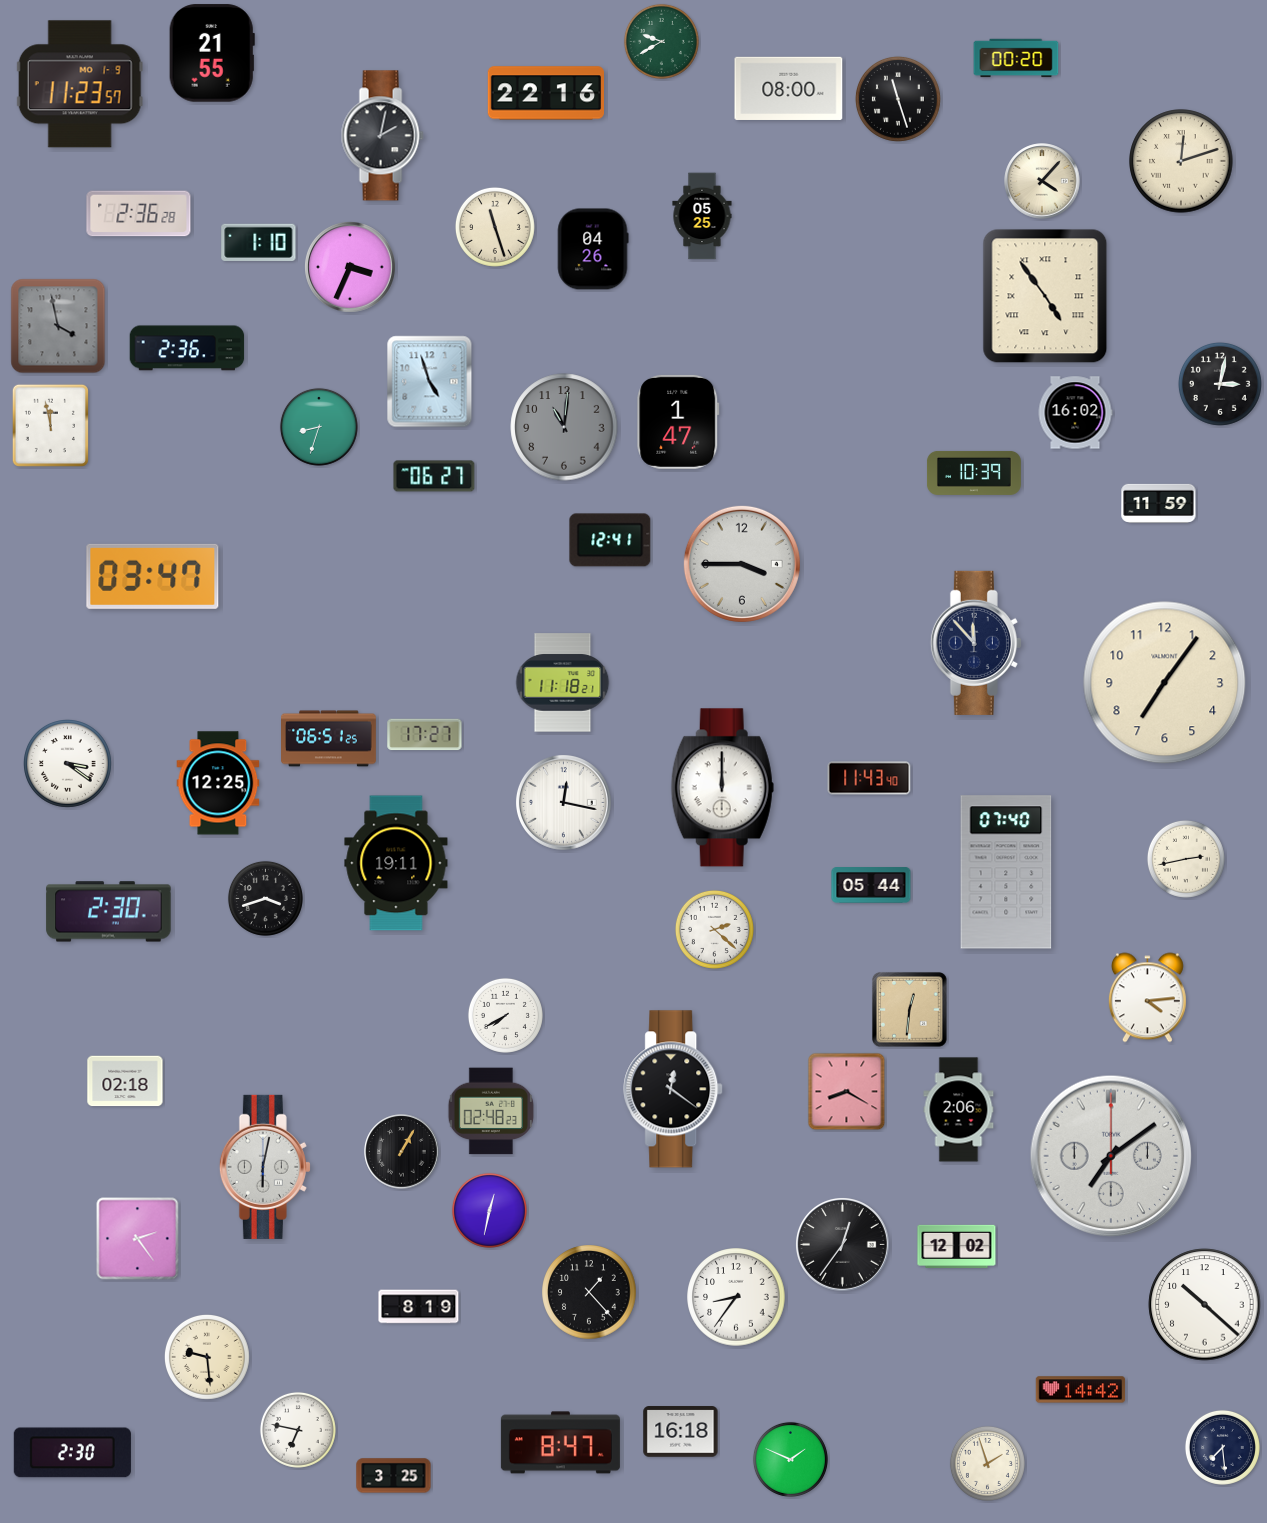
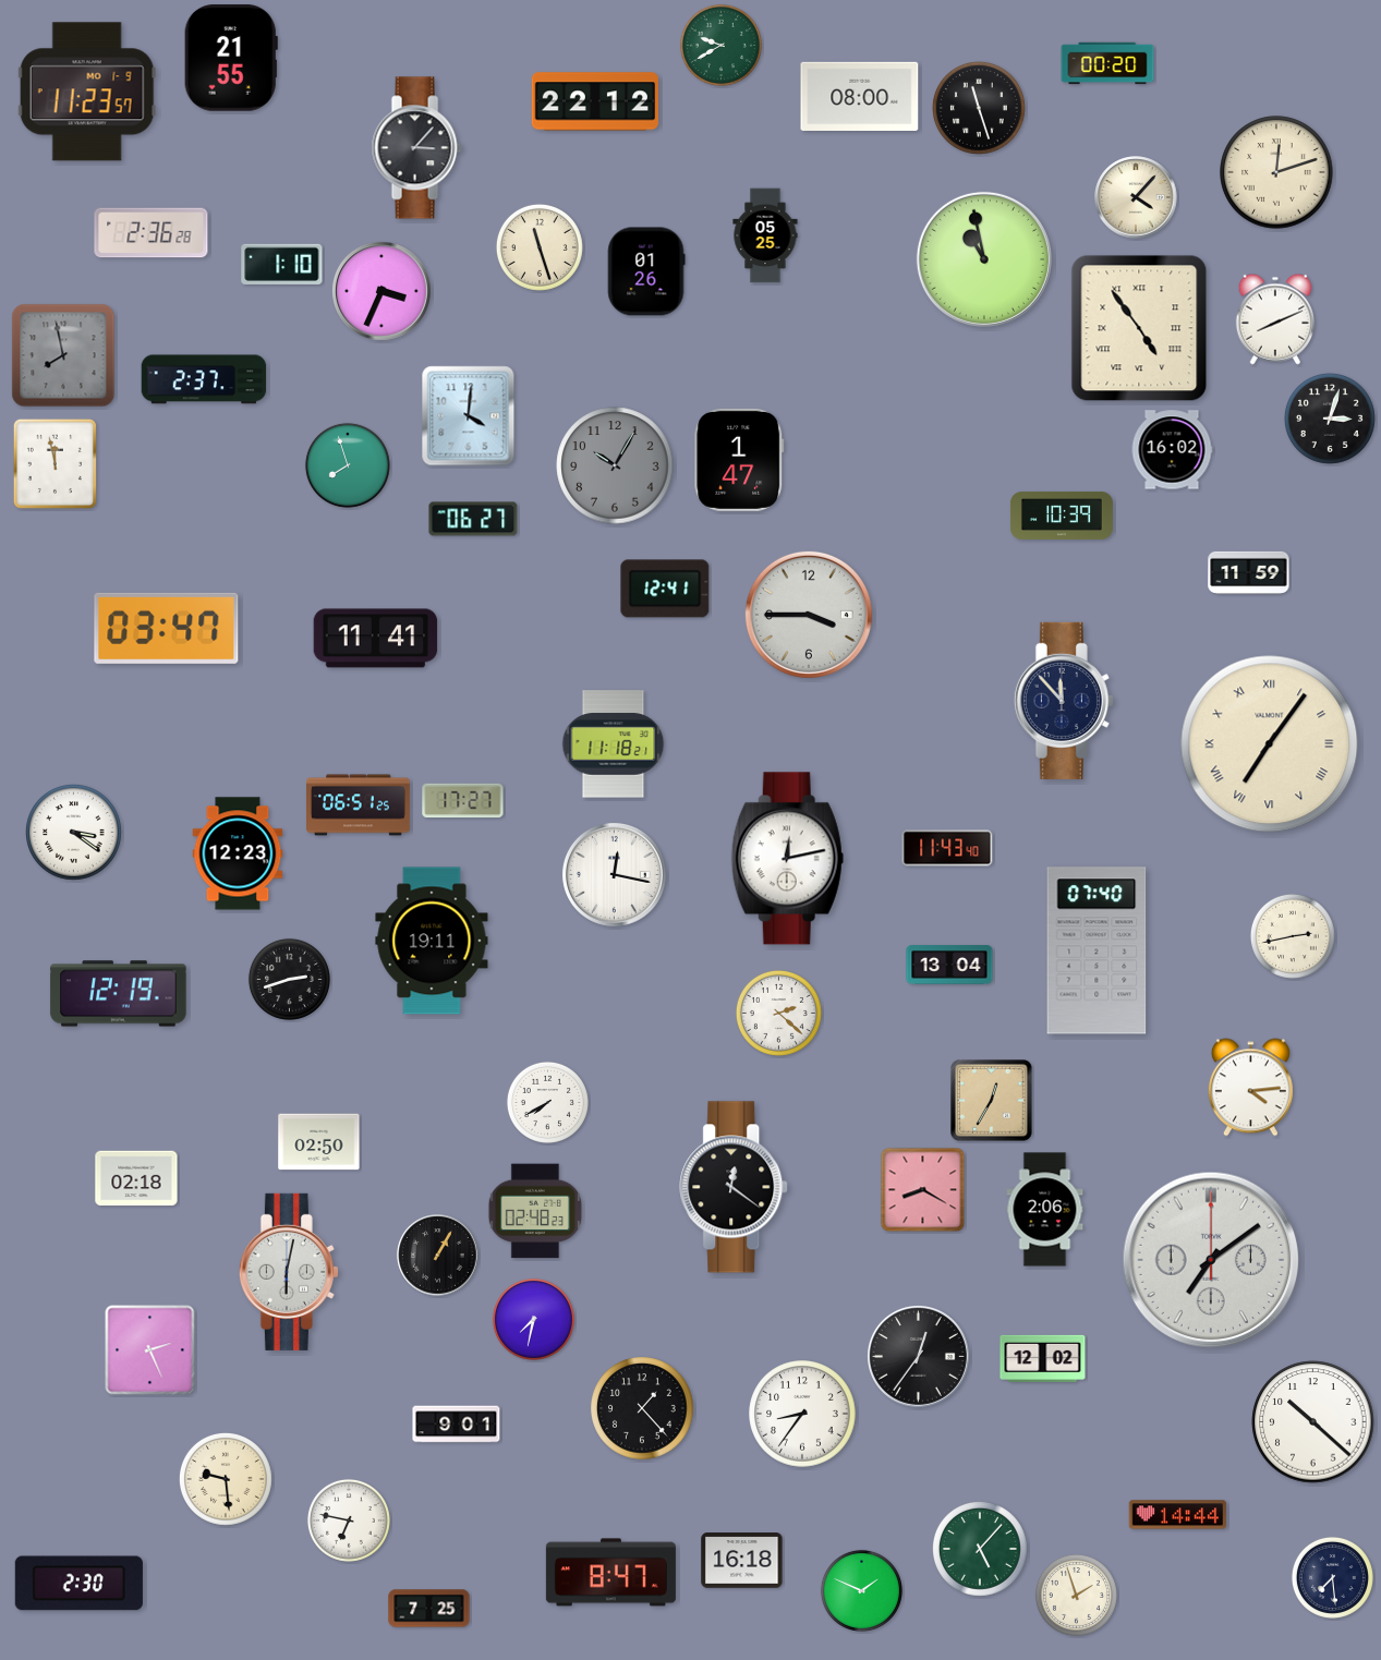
clock at (545, 93): 22:16 -> 22:12
clock at (382, 136): 2:02 -> 3:07
clock at (1181, 161) position: (1181, 161) -> (1276, 172)
clock at (984, 259): none -> 10:58
clock at (593, 249): 04:26 -> 01:26
clock at (1274, 319): none -> 8:11
clock at (1045, 296) position: (1045, 296) -> (1139, 328)
clock at (58, 326): 3:58 -> 7:58
clock at (187, 348): 2:36 -> 2:37
clock at (430, 382): 4:57 -> 4:01
clock at (1220, 384): 3:02 -> 3:03
clock at (319, 427): 8:33 -> 7:57
clock at (564, 427): 11:01 -> 10:05
clock at (1159, 503) position: (1159, 503) -> (1249, 572)
clock at (376, 639): none -> 11:41
clock at (1165, 683) numerals: Arabic -> Roman
clock at (218, 783): 12:25 -> 12:23
clock at (722, 788): 12:00 -> 12:13
clock at (871, 885): 05:44 -> 13:04
clock at (265, 898): 3:42 -> 2:42
clock at (109, 912): 2:30 -> 12:19
clock at (910, 1010): 12:31 -> 12:35
clock at (505, 1015) position: (505, 1015) -> (547, 1102)
clock at (319, 1142): none -> 02:50
clock at (489, 1210): 12:32 -> 7:32
clock at (138, 1239): 2:24 -> 2:26
clock at (419, 1307): 8:19 -> 9:01
clock at (1081, 1390): 14:42 -> 14:44
clock at (981, 1550): none -> 5:07
clock at (298, 1430) position: (298, 1430) -> (349, 1520)
clock at (394, 1476): 3:25 -> 7:25
